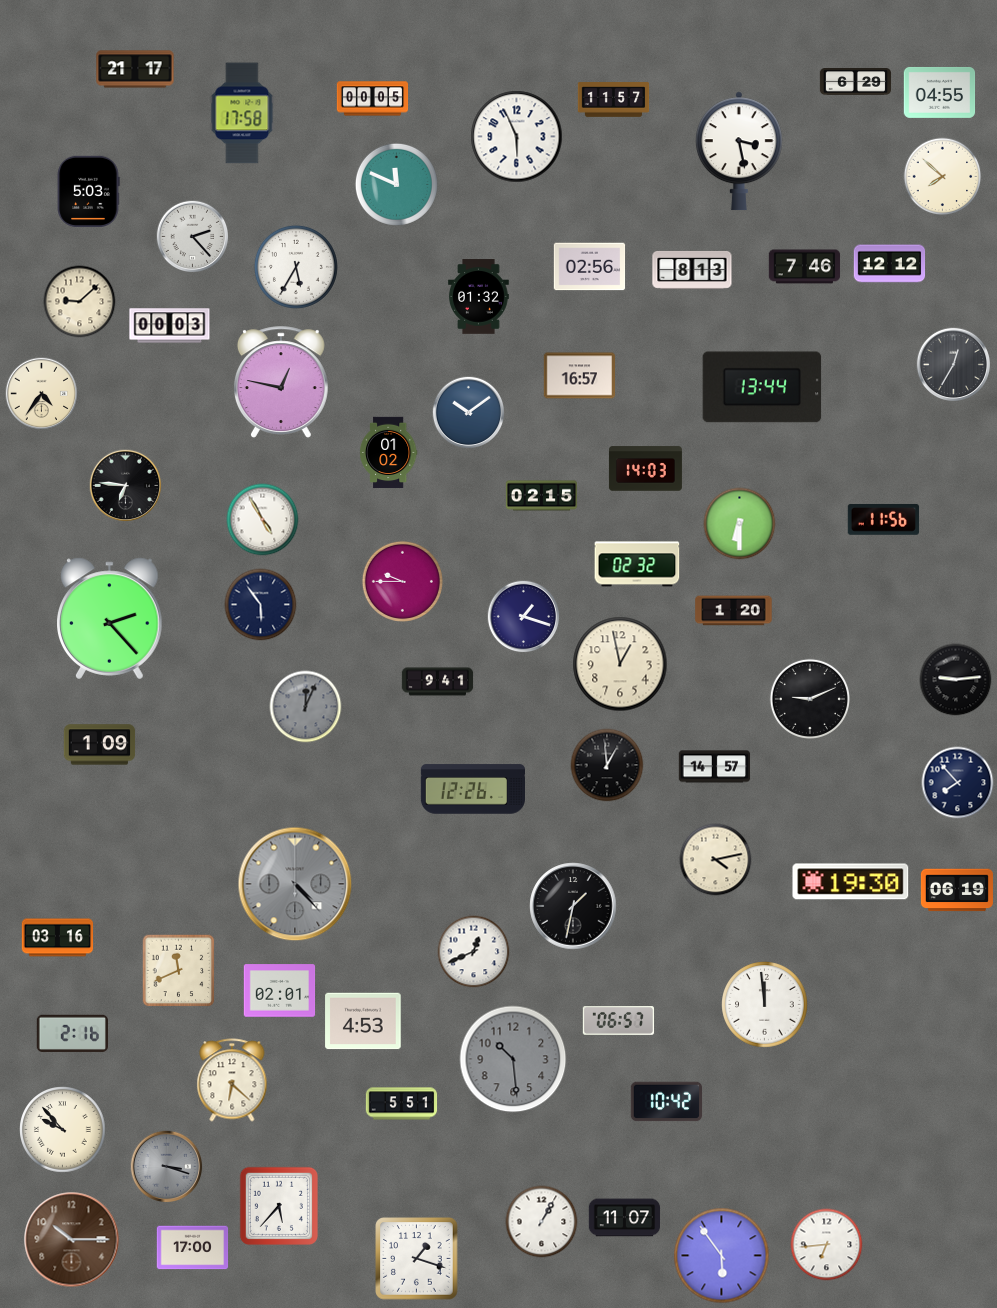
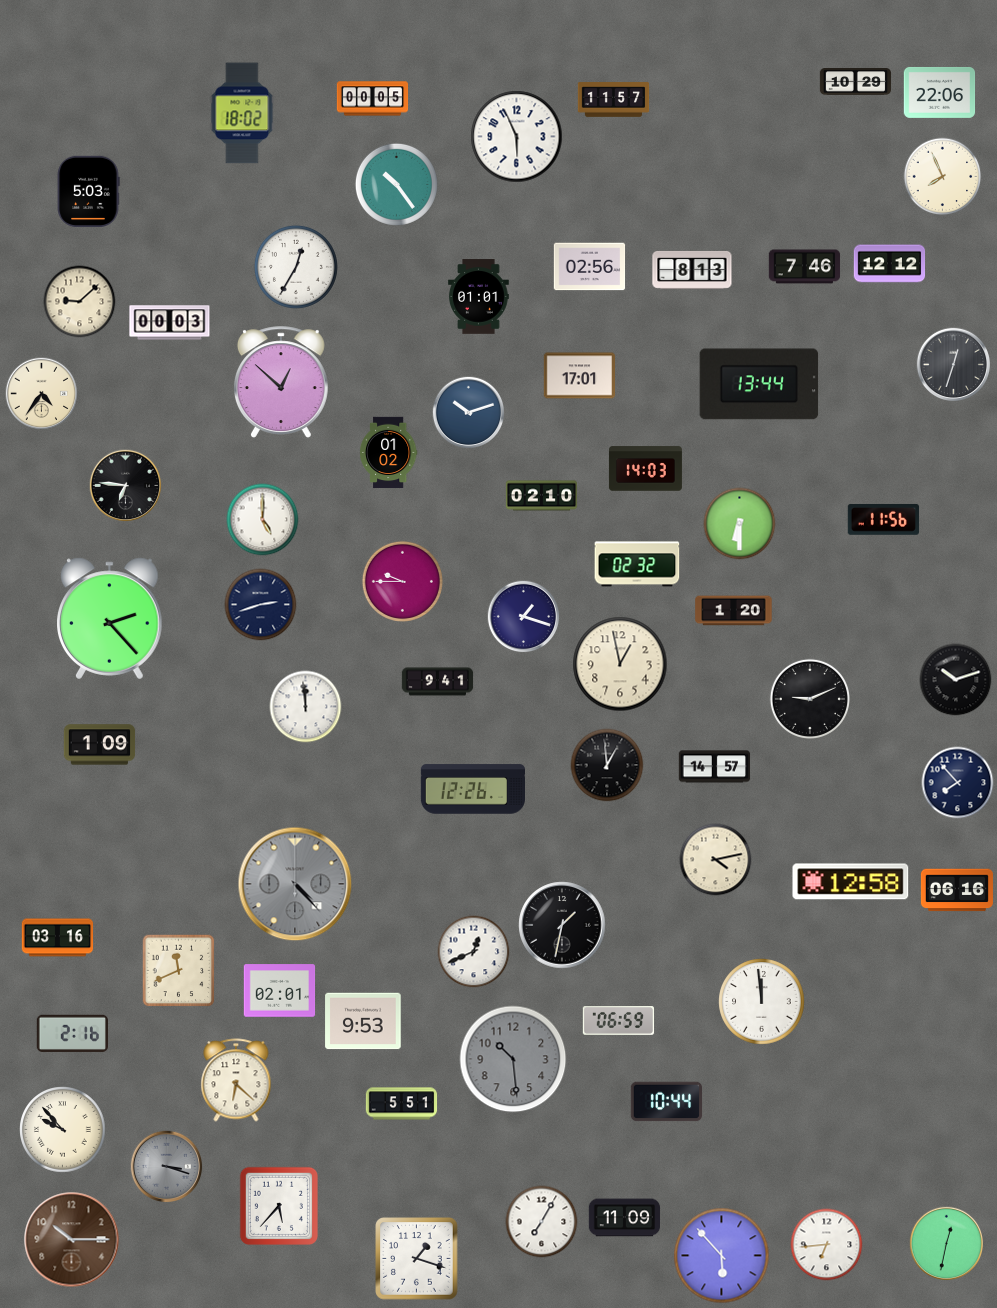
clock at (135, 69): 21:17 -> none
clock at (856, 82): 6:29 -> 10:29
clock at (940, 92): 04:55 -> 22:06
clock at (242, 113): 17:58 -> 18:02
clock at (739, 151): 3:28 -> none
clock at (943, 177): 7:52 -> 7:56
clock at (396, 184): 11:49 -> 10:24
clock at (193, 237): 2:23 -> none
clock at (296, 267): 5:35 -> 12:35
clock at (479, 297): 01:32 -> 01:01
clock at (170, 326) position: (170, 326) -> (170, 323)
clock at (953, 364): 12:35 -> 12:33
clock at (580, 376): 16:57 -> 17:01
clock at (281, 382): 12:47 -> 12:52
clock at (762, 387) position: (762, 387) -> (759, 384)
clock at (469, 413): 10:09 -> 10:12
clock at (542, 496): 02:15 -> 02:10
clock at (263, 520): 4:55 -> 5:00
clock at (261, 605): 5:54 -> 2:42
clock at (956, 680): 9:14 -> 10:12
clock at (306, 707): 12:04 -> 11:59
clock at (306, 707) dial: grey -> white
clock at (851, 882): 19:30 -> 12:58
clock at (957, 890): 06:19 -> 06:16
clock at (573, 906) position: (573, 906) -> (562, 925)
clock at (765, 1005) position: (765, 1005) -> (762, 1002)
clock at (363, 1021): 4:53 -> 9:53
clock at (619, 1021): 06:57 -> 06:59
clock at (232, 1080) position: (232, 1080) -> (236, 1080)
clock at (667, 1102): 10:42 -> 10:44
clock at (625, 1218): 11:07 -> 11:09
clock at (542, 1222): 1:05 -> 7:05
clock at (946, 1243): none -> 12:32
clock at (193, 1248): 17:00 -> none
clock at (722, 1256): 5:54 -> 5:53
